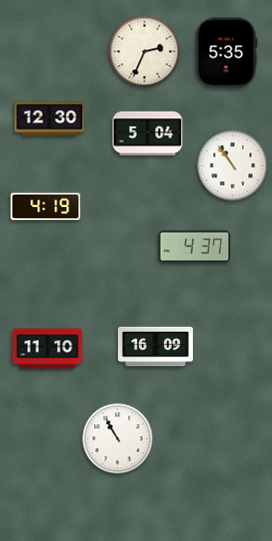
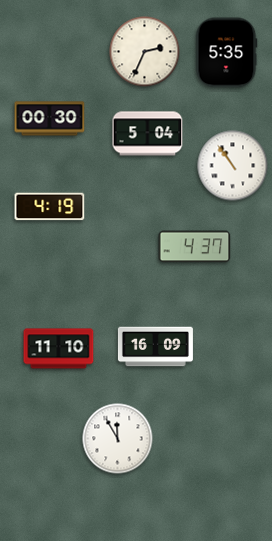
clock at (50, 119): 12:30 -> 00:30
clock at (46, 207) position: (46, 207) -> (50, 207)
clock at (48, 349) position: (48, 349) -> (59, 349)
clock at (118, 439): 10:55 -> 11:55
